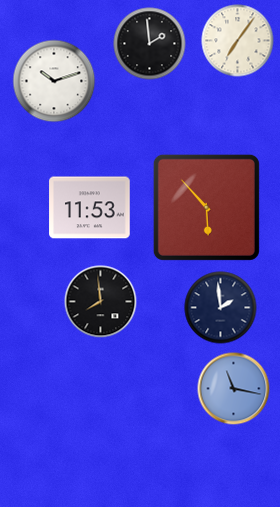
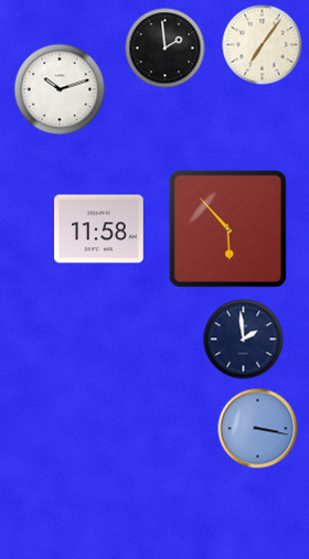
clock at (90, 208): 11:53 -> 11:58
clock at (101, 302): 7:59 -> none
clock at (234, 389): 11:17 -> 3:17
